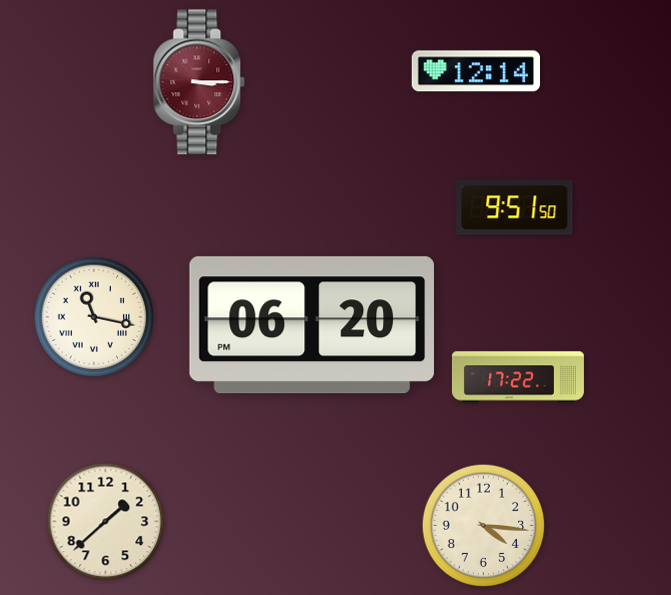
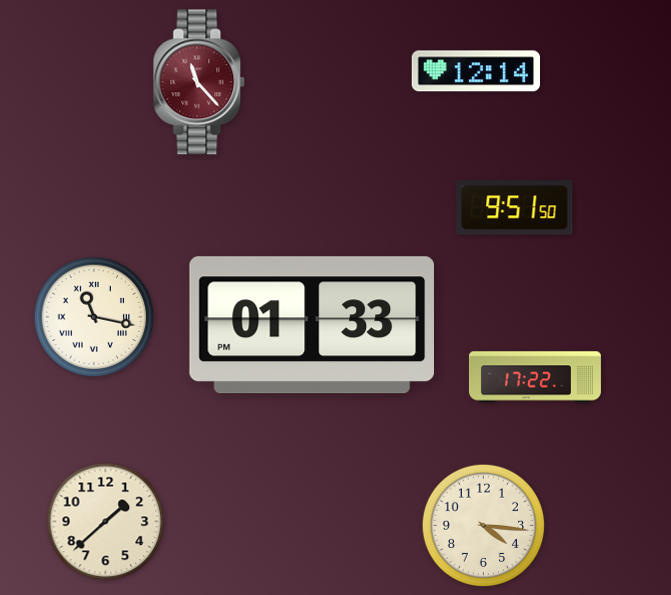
clock at (199, 82): 3:15 -> 11:23
clock at (312, 325): 06:20 -> 01:33
clock at (518, 377) position: (518, 377) -> (535, 377)
